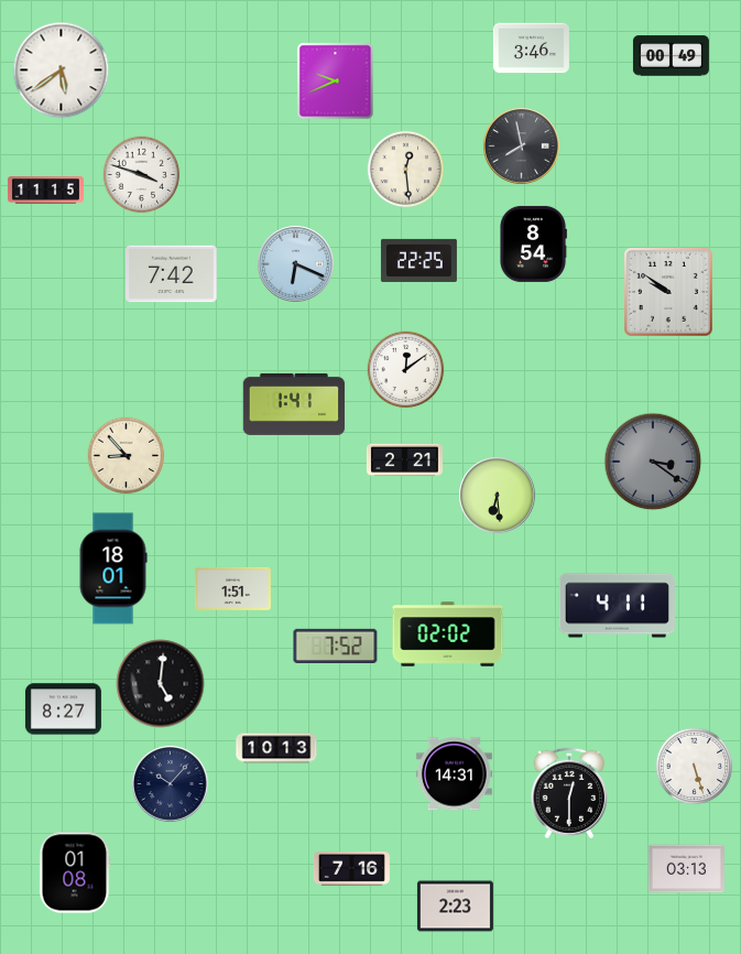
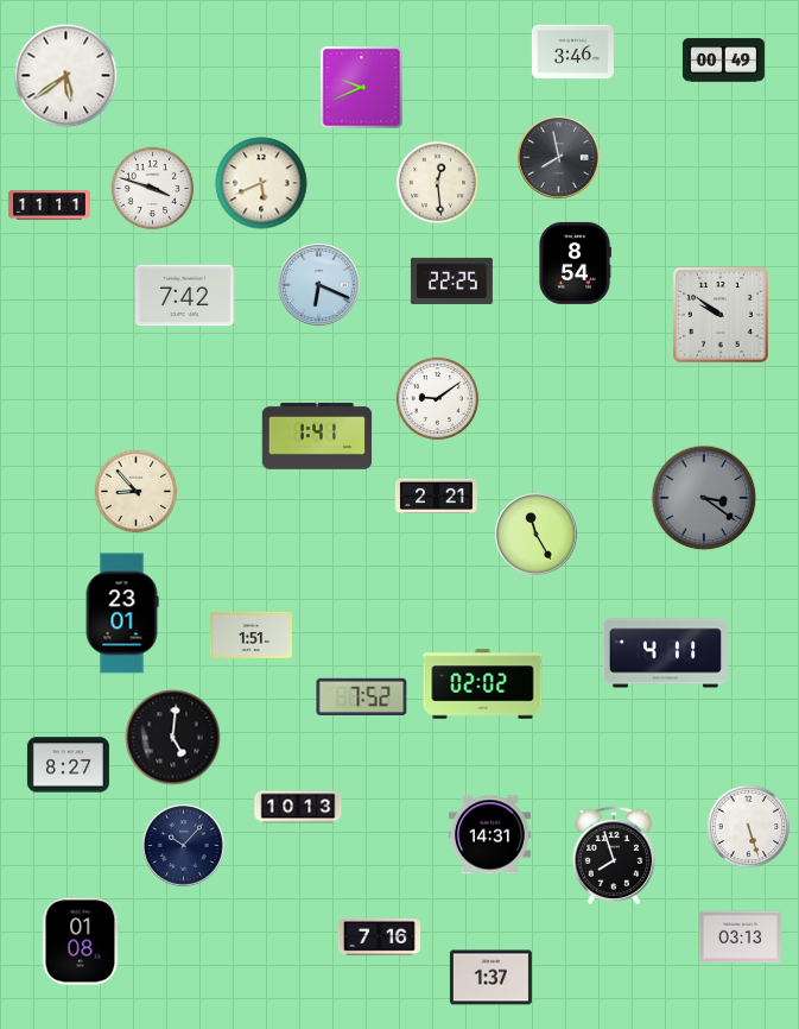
clock at (522, 147) position: (522, 147) -> (559, 158)
clock at (261, 183): none -> 5:41
clock at (45, 191): 11:15 -> 11:11
clock at (406, 370): 12:09 -> 9:09
clock at (498, 496): 6:29 -> 11:25
clock at (113, 568): 18:01 -> 23:01
clock at (568, 793): 12:30 -> 7:57
clock at (455, 907): 2:23 -> 1:37
